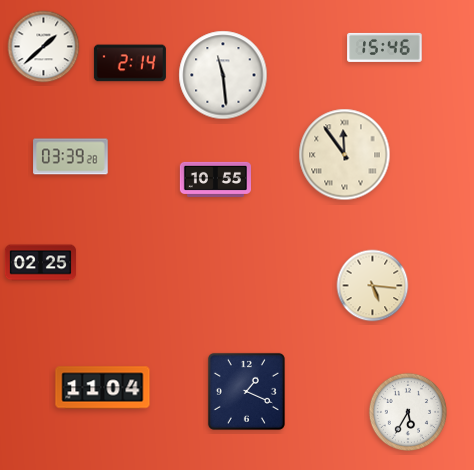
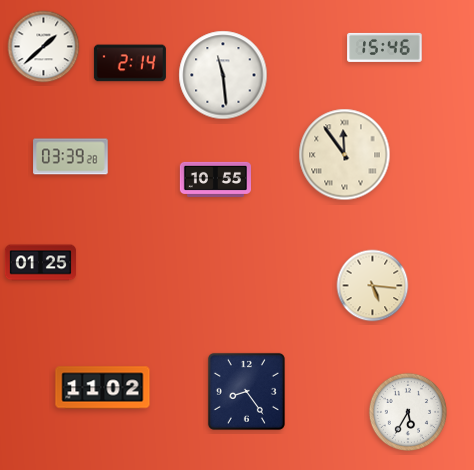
clock at (40, 263): 02:25 -> 01:25
clock at (103, 388): 11:04 -> 11:02
clock at (246, 391): 1:19 -> 8:24
